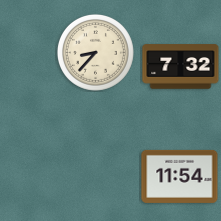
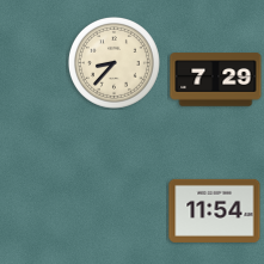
clock at (181, 67): 7:32 -> 7:29
